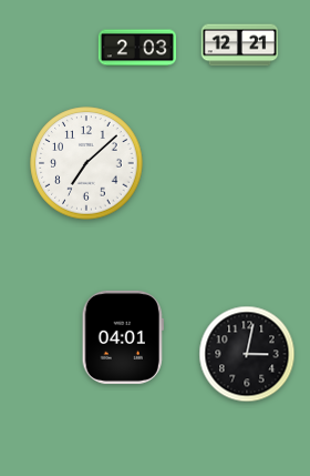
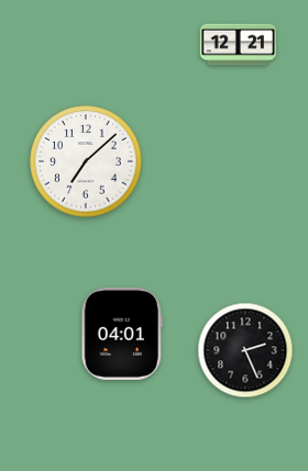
clock at (136, 48): 2:03 -> none
clock at (247, 354): 3:02 -> 2:26
